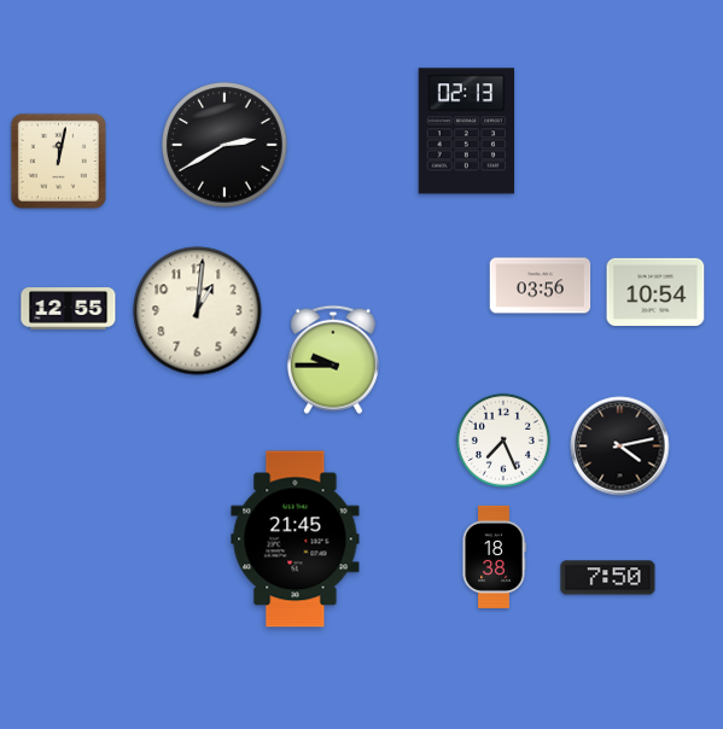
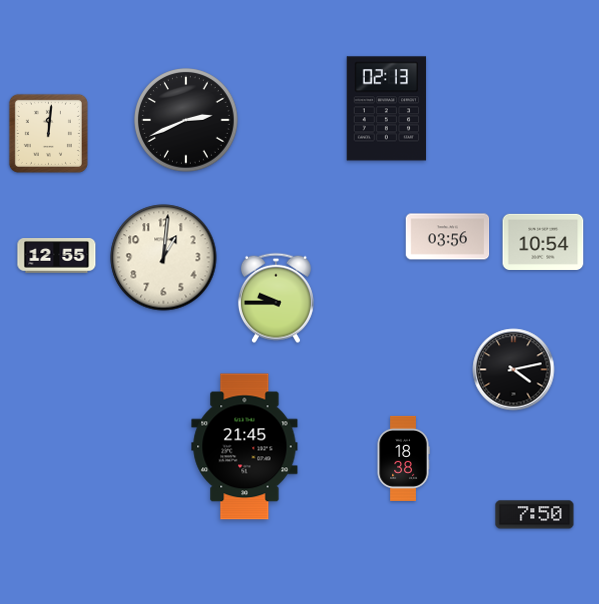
clock at (225, 145): 2:40 -> 2:41
clock at (58, 161): 12:02 -> 12:01
clock at (503, 441): 7:26 -> none
clock at (494, 556) position: (494, 556) -> (403, 458)
clock at (608, 578) position: (608, 578) -> (535, 515)
